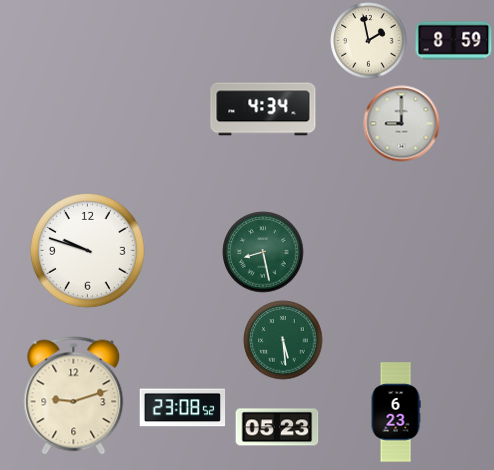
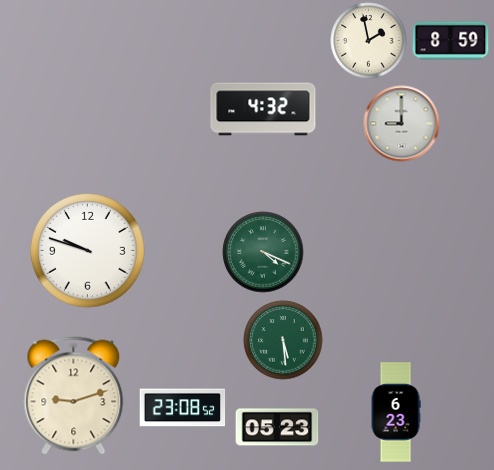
clock at (454, 41) position: (454, 41) -> (451, 41)
clock at (263, 109): 4:34 -> 4:32
clock at (263, 252): 8:28 -> 4:19
